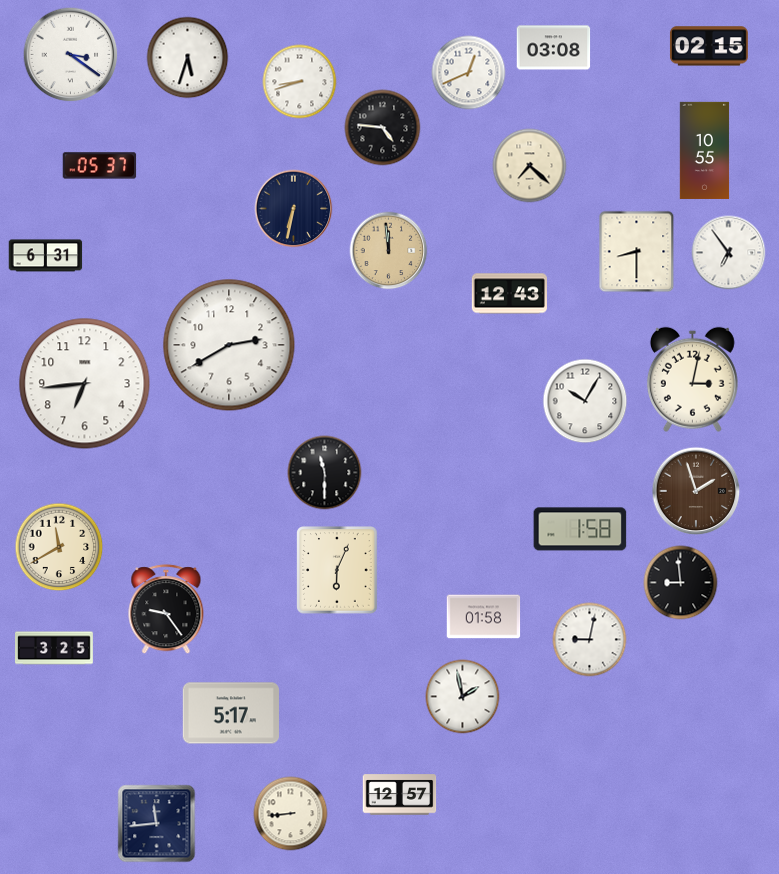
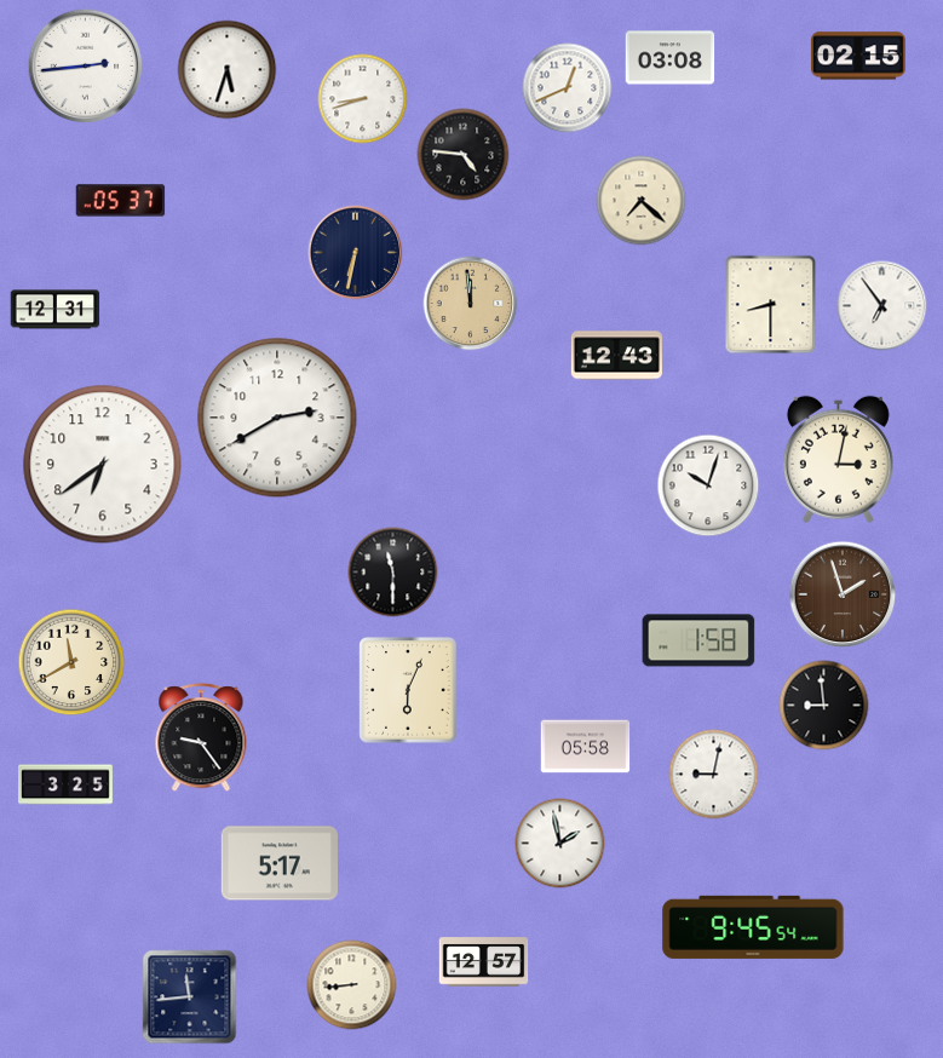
clock at (71, 55): 3:21 -> 2:44
clock at (705, 150): 10:55 -> none
clock at (46, 256): 6:31 -> 12:31
clock at (85, 384): 6:44 -> 6:39
clock at (585, 401): 10:05 -> 10:03
clock at (580, 529) position: (580, 529) -> (698, 640)
clock at (484, 617): 01:58 -> 05:58
clock at (753, 927): none -> 9:45
